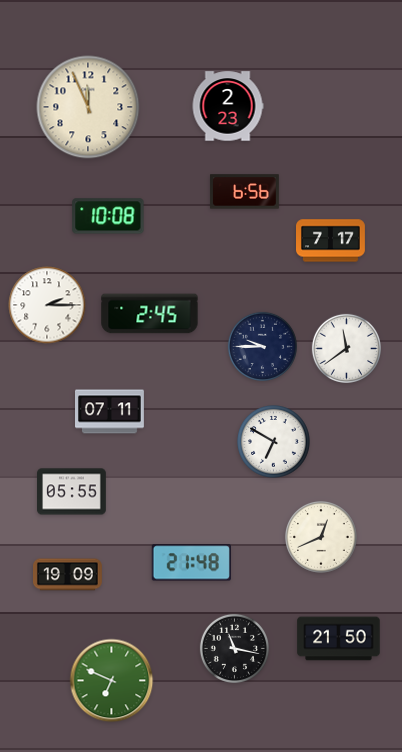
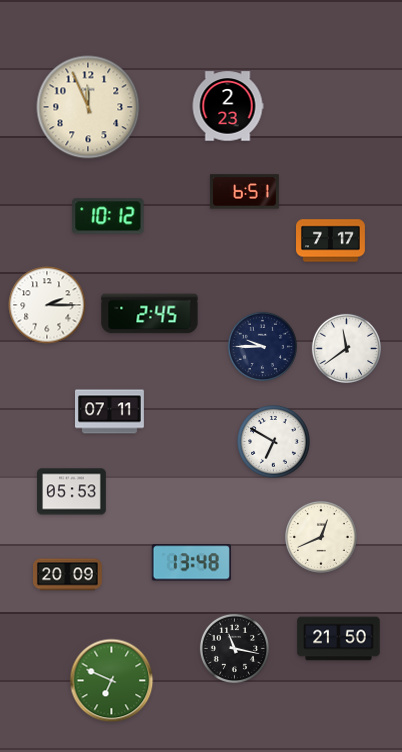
clock at (244, 192): 6:56 -> 6:51
clock at (108, 216): 10:08 -> 10:12
clock at (72, 492): 05:55 -> 05:53
clock at (191, 563): 21:48 -> 13:48
clock at (68, 575): 19:09 -> 20:09
